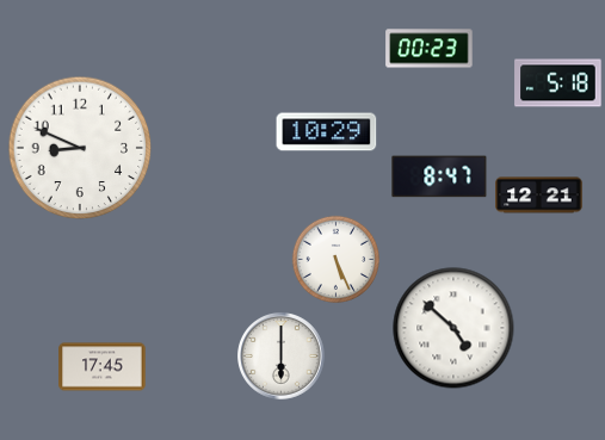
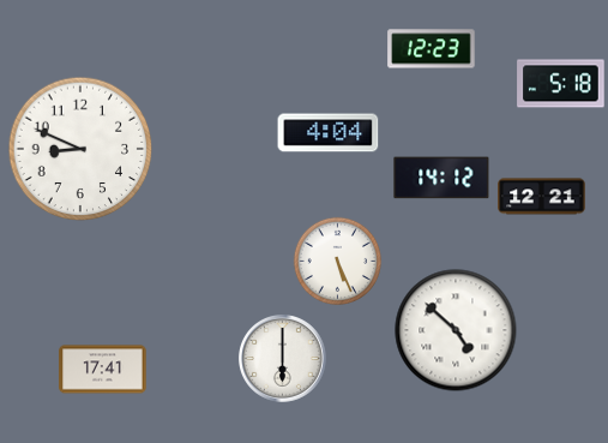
clock at (430, 49): 00:23 -> 12:23
clock at (327, 132): 10:29 -> 4:04
clock at (439, 176): 8:47 -> 14:12
clock at (103, 367): 17:45 -> 17:41
